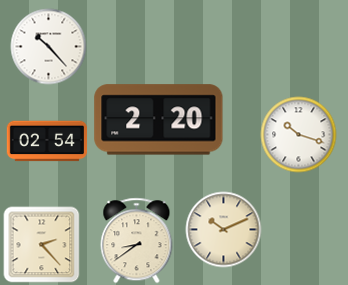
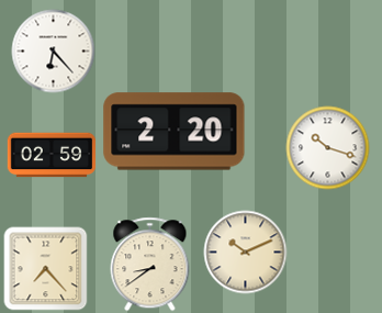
clock at (49, 47): 10:23 -> 6:23
clock at (47, 141): 02:54 -> 02:59
clock at (42, 245): 2:23 -> 7:23
